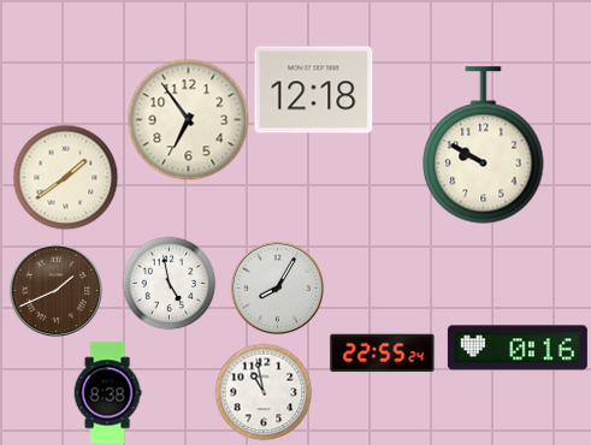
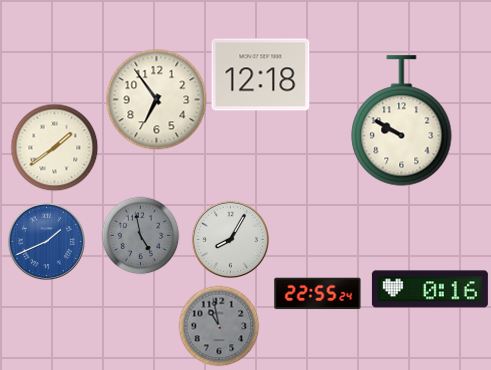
clock at (169, 283) dial: white -> grey
clock at (55, 290) dial: brown -> blue
clock at (264, 392) dial: white -> grey
clock at (107, 393): 8:38 -> none
